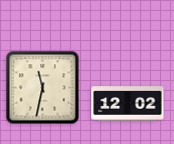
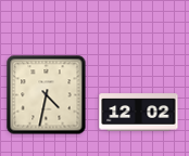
clock at (43, 88): 11:32 -> 4:32
